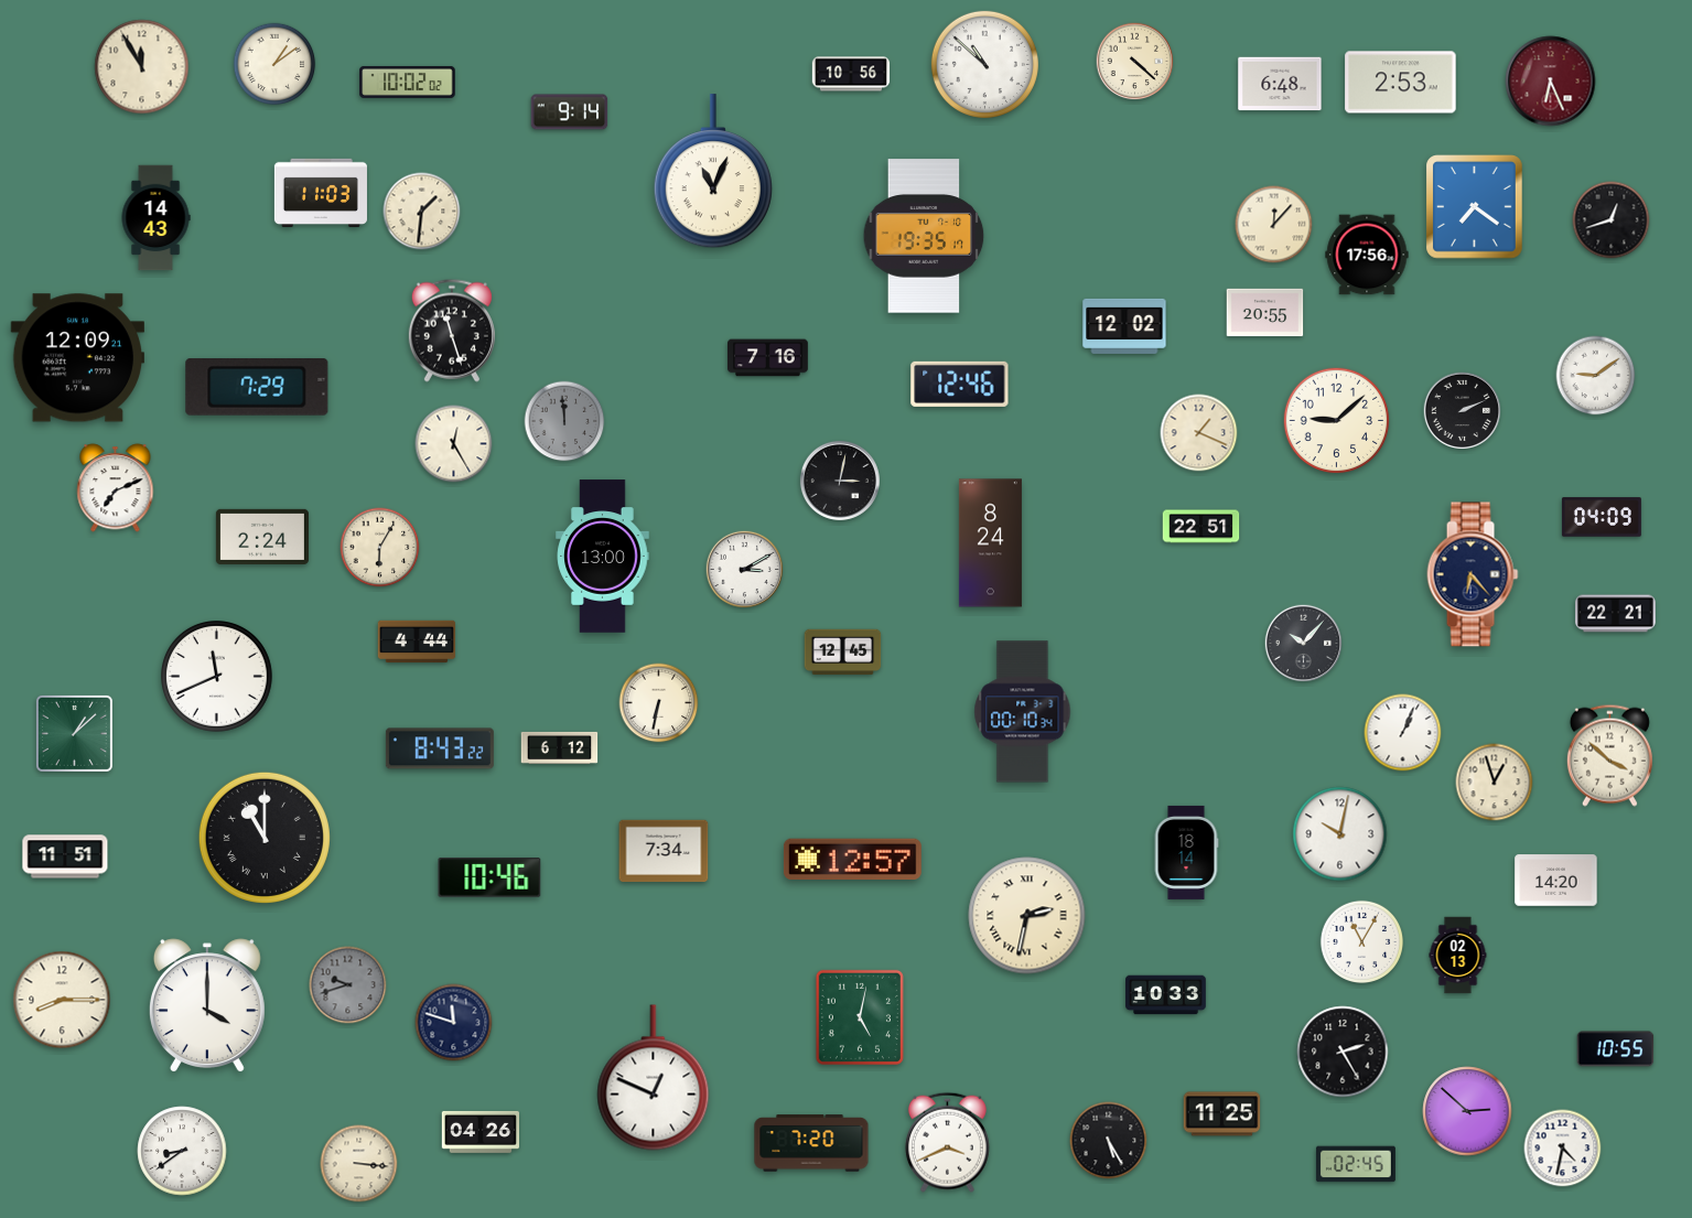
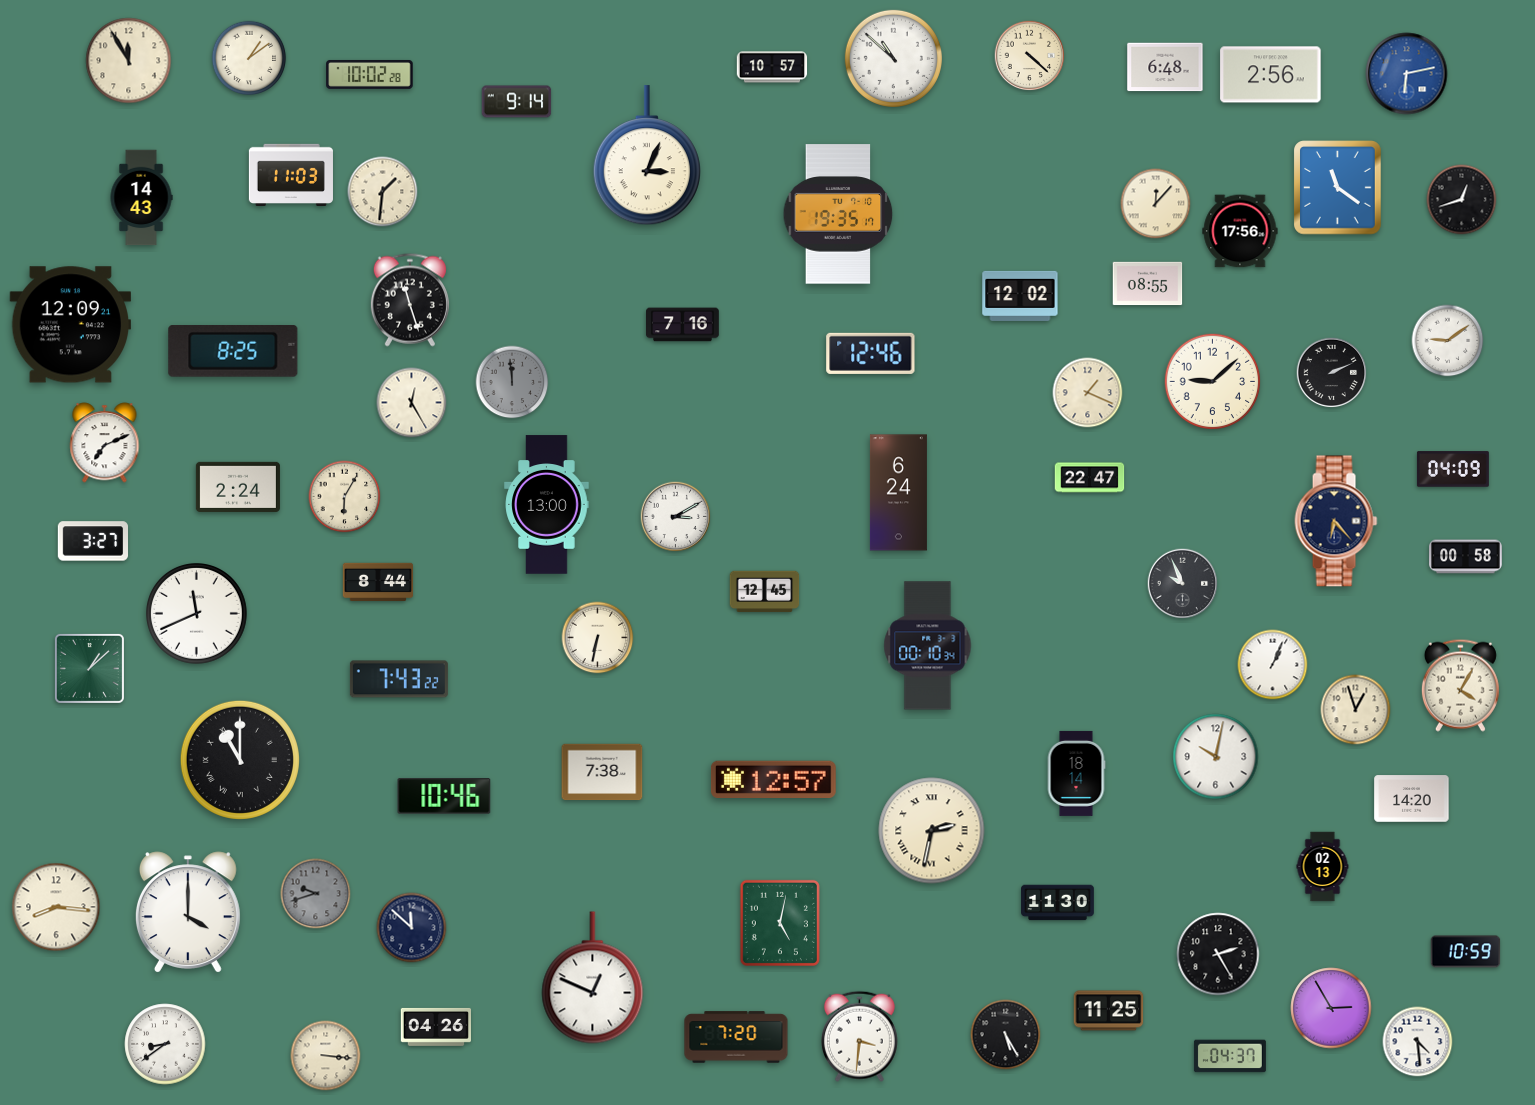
clock at (851, 74): 10:56 -> 10:57
clock at (408, 82): 10:02:02 -> 10:02:28
clock at (1551, 82): 6:26 -> 6:13
clock at (1551, 82) dial: burgundy -> blue
clock at (1401, 83): 2:53 -> 2:56
clock at (1280, 84) position: (1280, 84) -> (1165, 67)
clock at (713, 172): 11:04 -> 3:04
clock at (1475, 207): 7:21 -> 11:21
clock at (1265, 313): 20:55 -> 08:55
clock at (768, 358) position: (768, 358) -> (683, 325)
clock at (960, 384) position: (960, 384) -> (871, 353)
clock at (257, 388): 7:29 -> 8:25
clock at (1463, 411) position: (1463, 411) -> (1332, 373)
clock at (840, 481): 3:02 -> none
clock at (1201, 527): 22:51 -> 22:47
clock at (990, 543): 8:24 -> 6:24
clock at (93, 541): none -> 3:27
clock at (1616, 614): 22:21 -> 00:58
clock at (417, 642): 4:44 -> 8:44
clock at (1304, 644): 10:07 -> 9:56
clock at (74, 733) position: (74, 733) -> (89, 668)
clock at (560, 747): 6:12 -> none
clock at (440, 748): 8:43 -> 7:43
clock at (1609, 755): 3:52 -> 4:05
clock at (664, 851): 7:34 -> 7:38
clock at (65, 856): 11:51 -> none
clock at (1361, 941): 11:05 -> none
clock at (1166, 995): 10:33 -> 11:30
clock at (62, 1000): 8:15 -> 8:16
clock at (454, 1023): 11:48 -> 11:52
clock at (1616, 1049): 10:55 -> 10:59
clock at (1467, 1111): 2:52 -> 2:55
clock at (947, 1142): 3:41 -> 3:31
clock at (1563, 1149): 4:32 -> 4:29
clock at (1356, 1164): 02:45 -> 04:37
